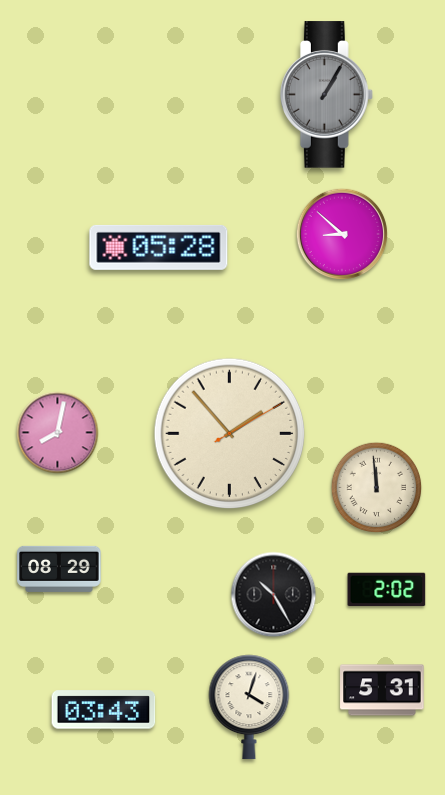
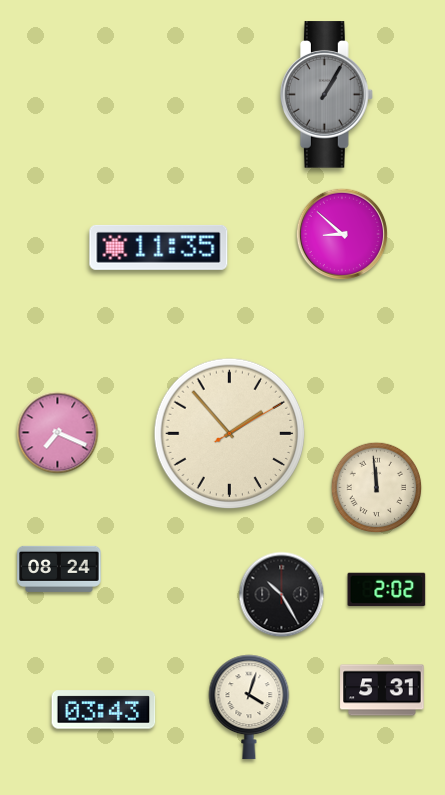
clock at (159, 247): 05:28 -> 11:35
clock at (58, 433): 8:02 -> 7:19
clock at (59, 569): 08:29 -> 08:24
clock at (274, 595) position: (274, 595) -> (282, 595)
